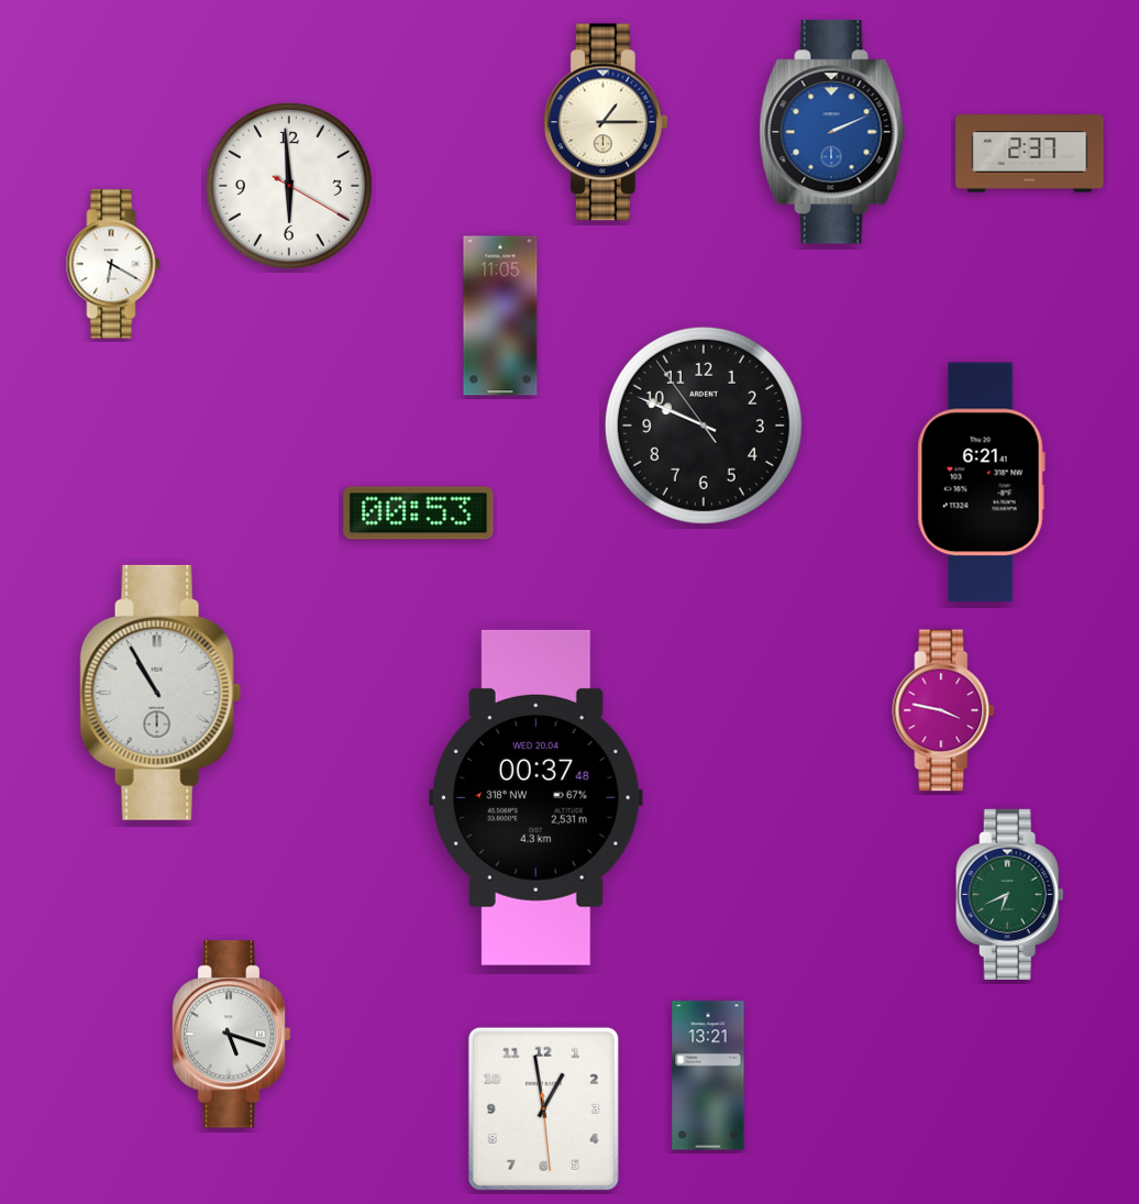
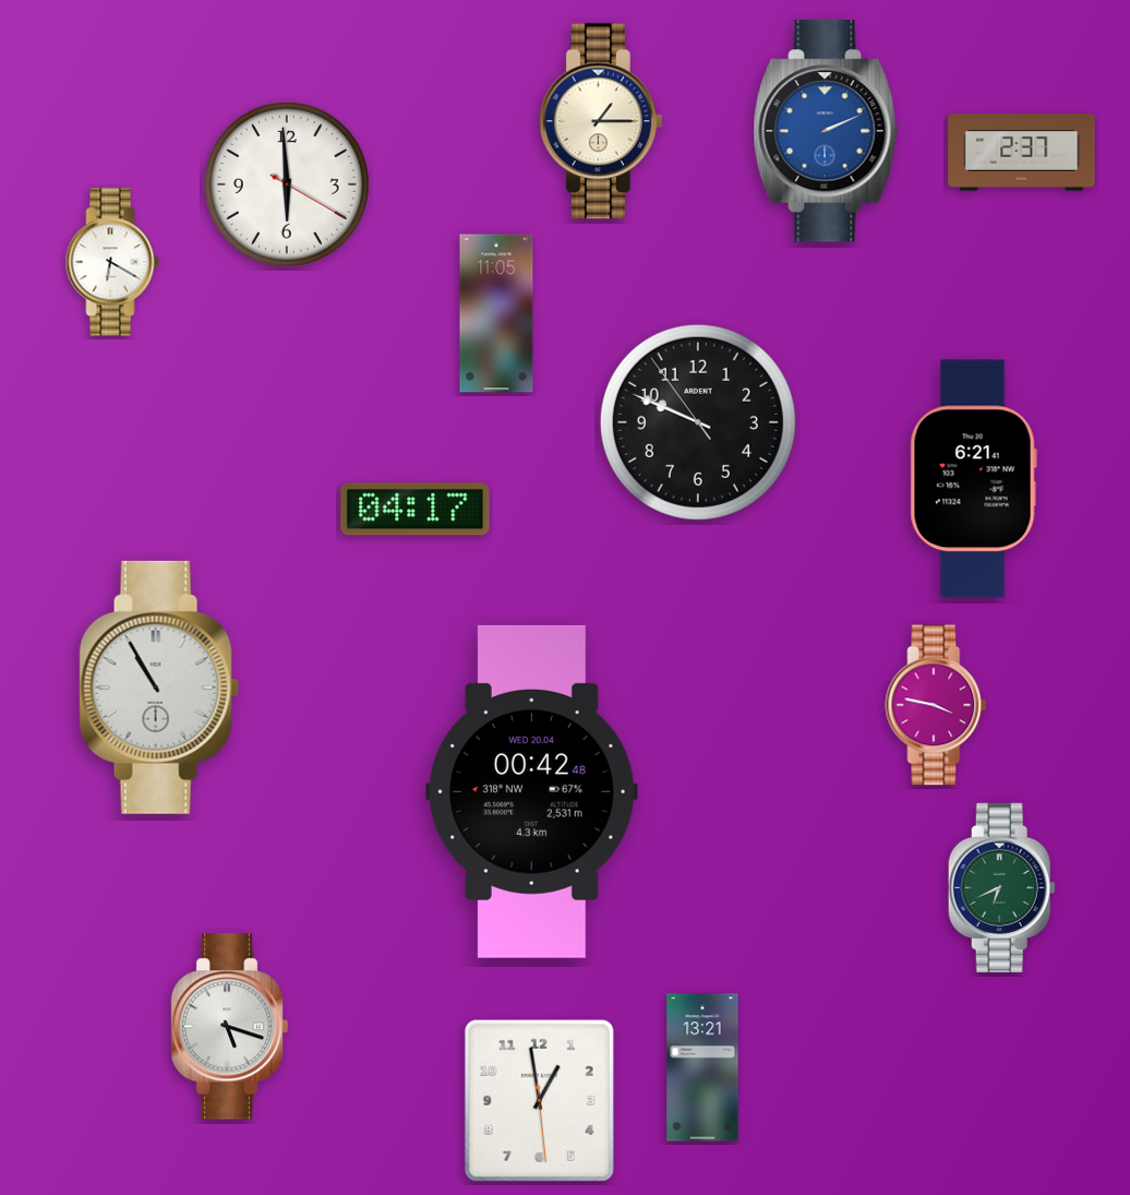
clock at (419, 513): 00:53 -> 04:17
clock at (535, 797): 00:37 -> 00:42
